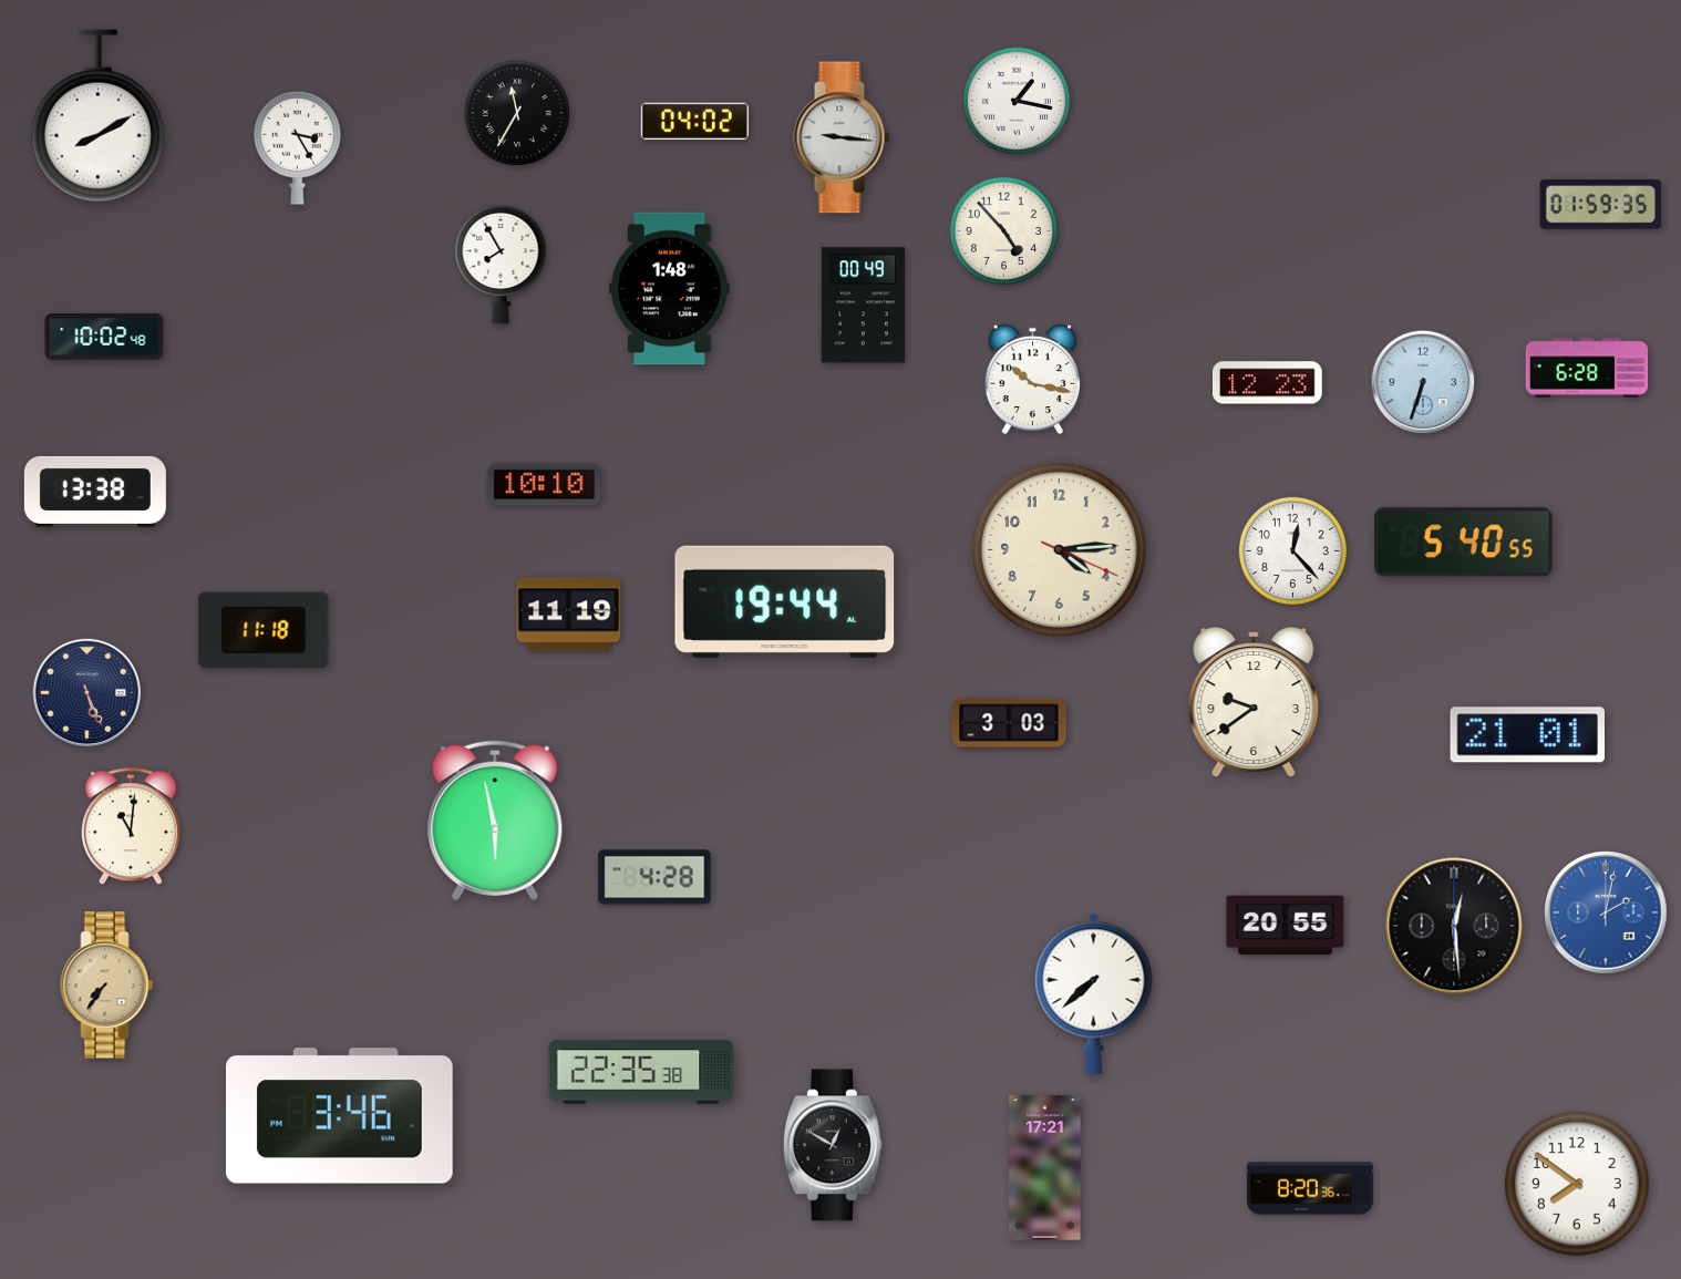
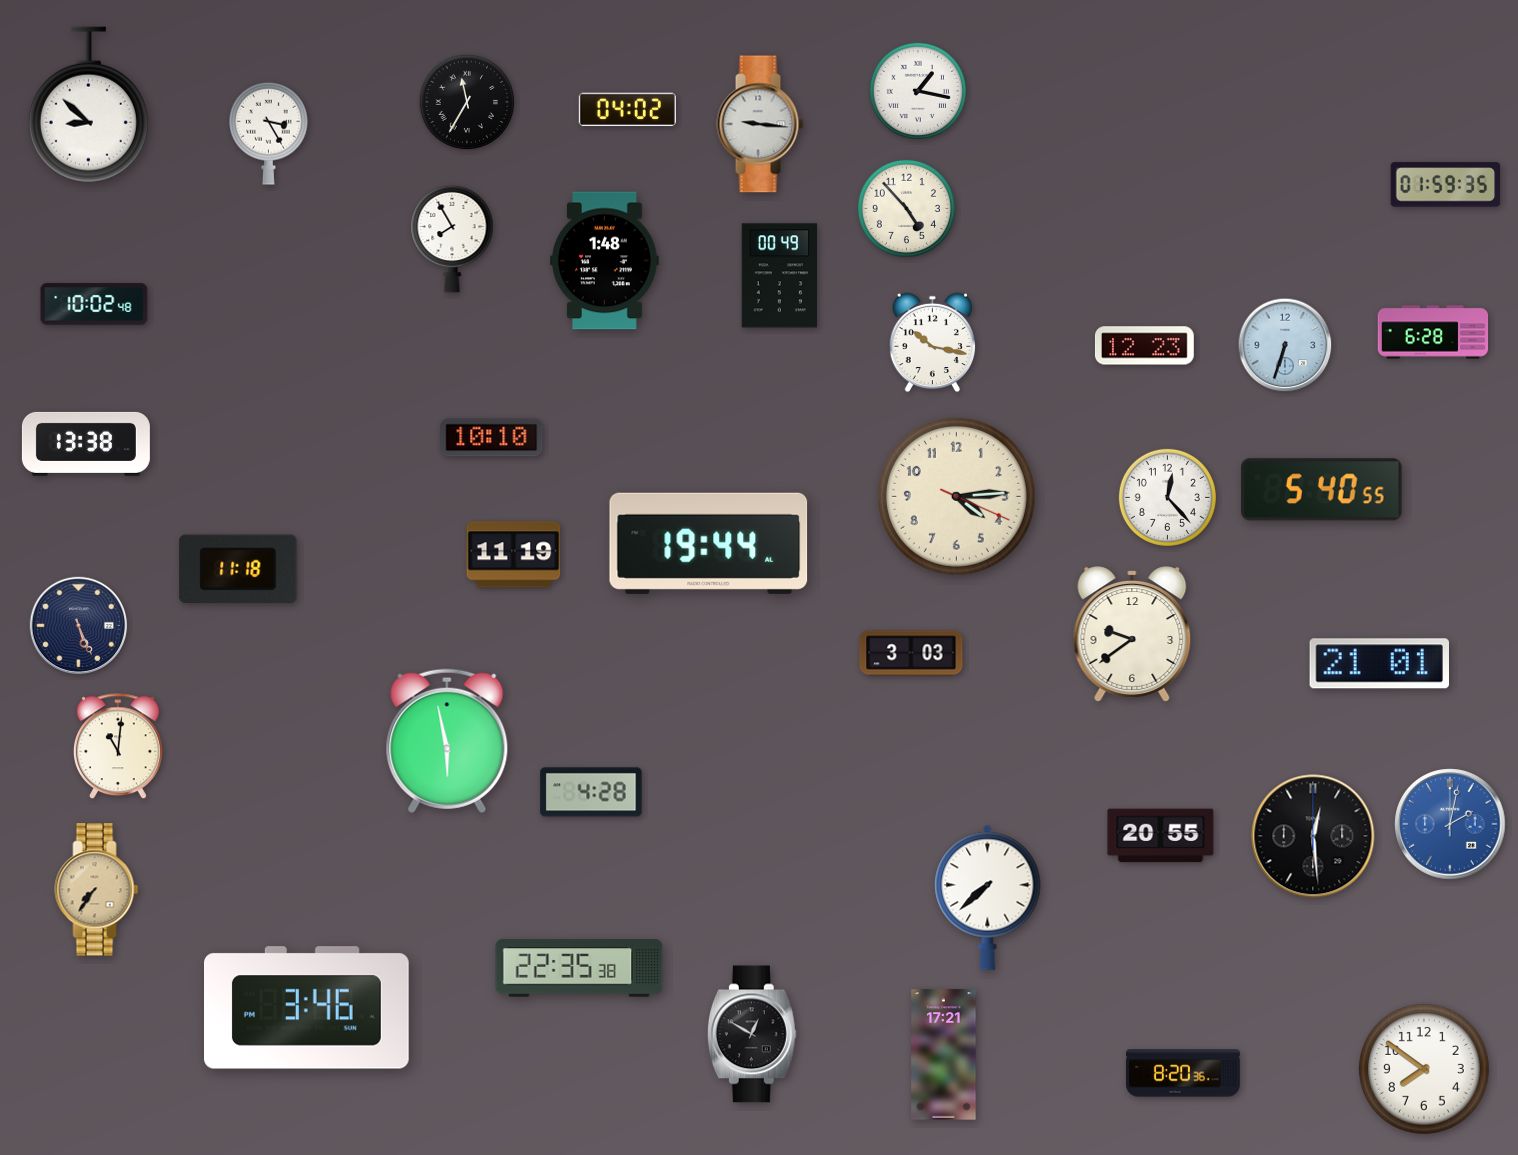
clock at (97, 116): 8:10 -> 8:52
